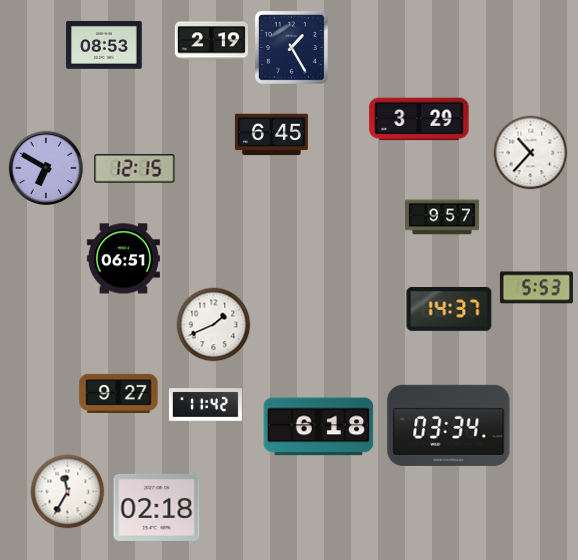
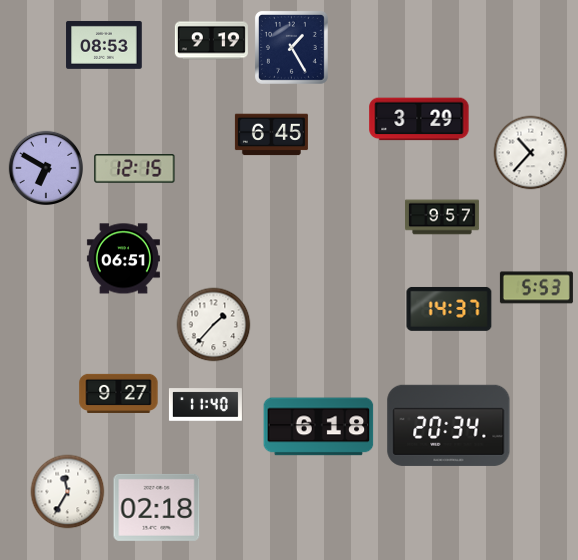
clock at (211, 41): 2:19 -> 9:19
clock at (214, 325): 1:41 -> 1:37
clock at (205, 405): 11:42 -> 11:40
clock at (449, 425): 03:34 -> 20:34
